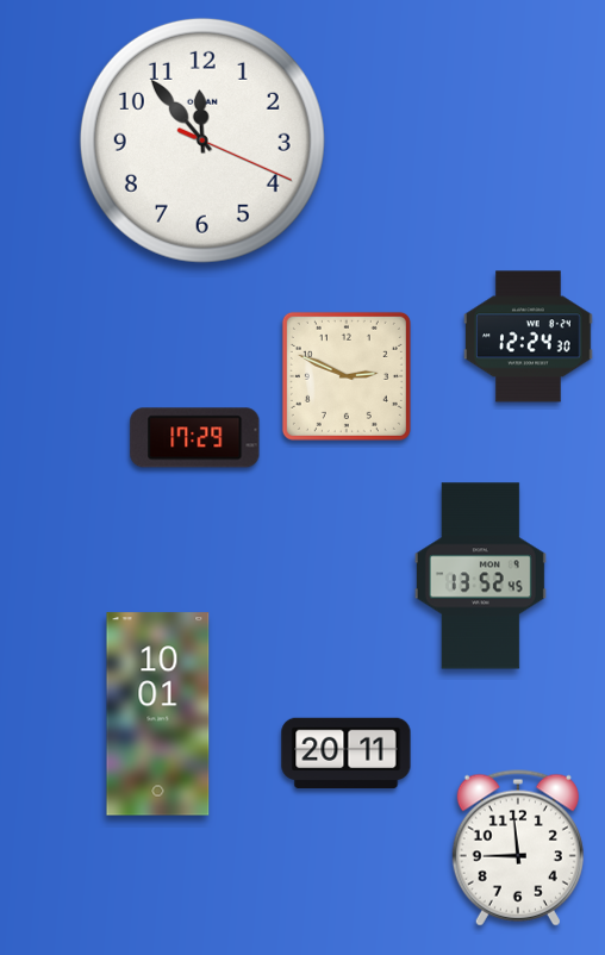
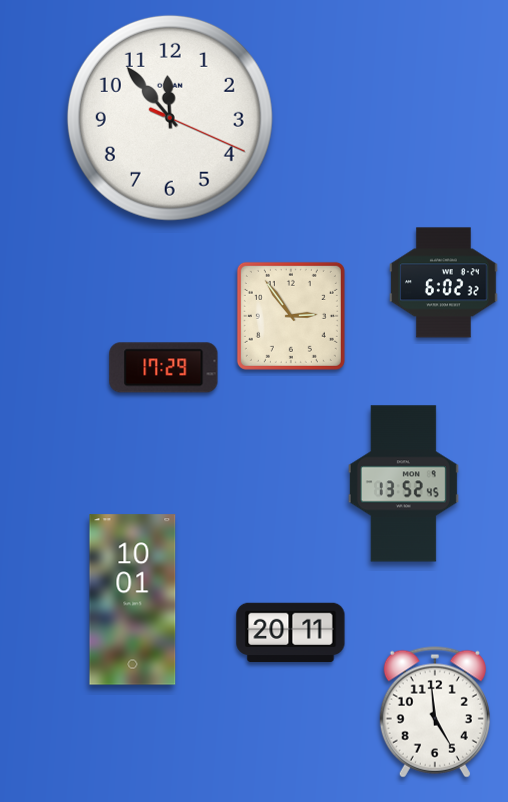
clock at (529, 337): 12:24 -> 6:02
clock at (347, 376): 2:49 -> 2:54
clock at (518, 848): 8:59 -> 4:59
